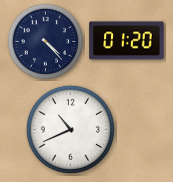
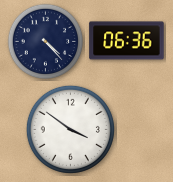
clock at (127, 41): 01:20 -> 06:36
clock at (70, 129): 10:41 -> 3:51
